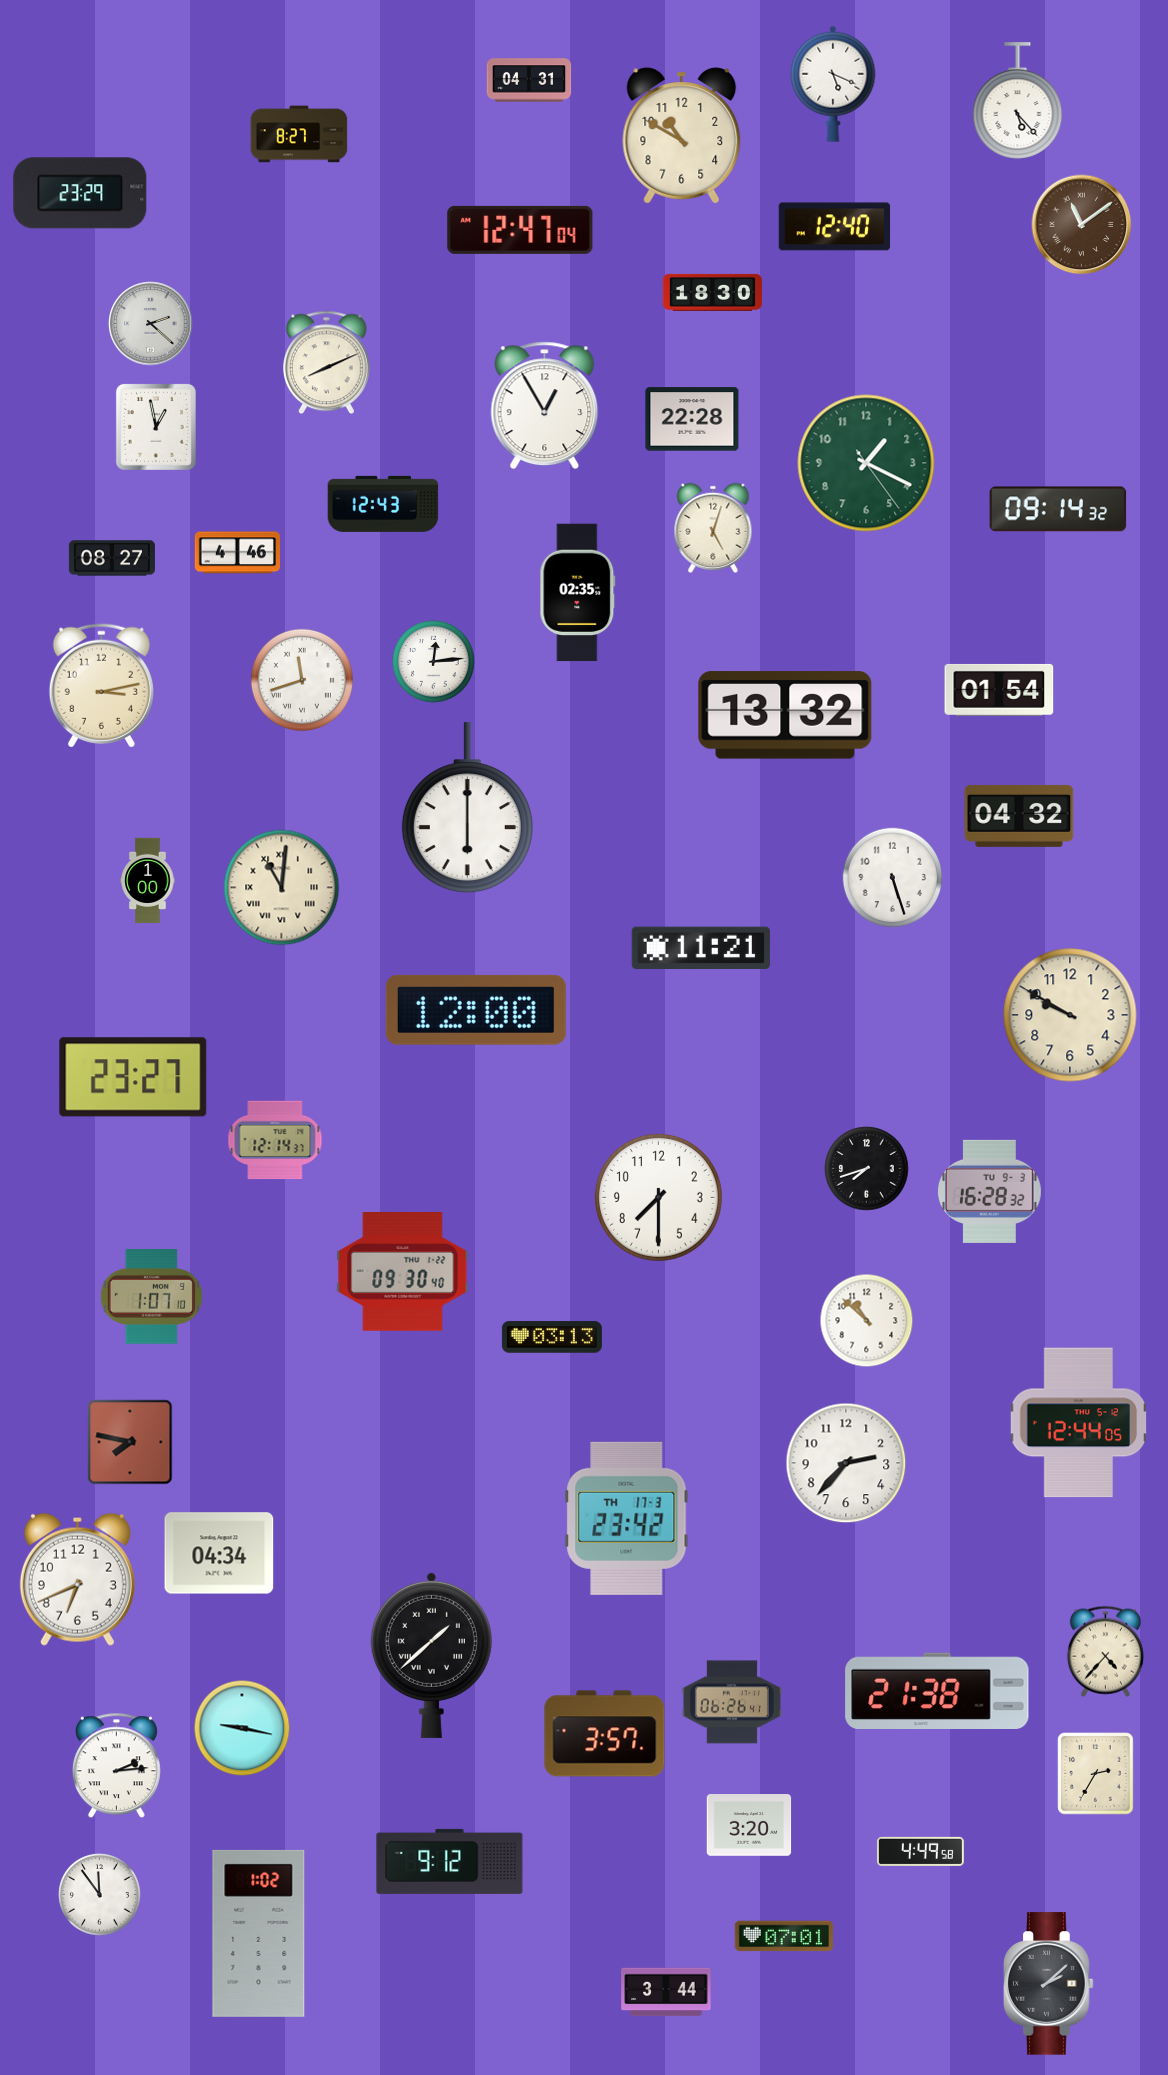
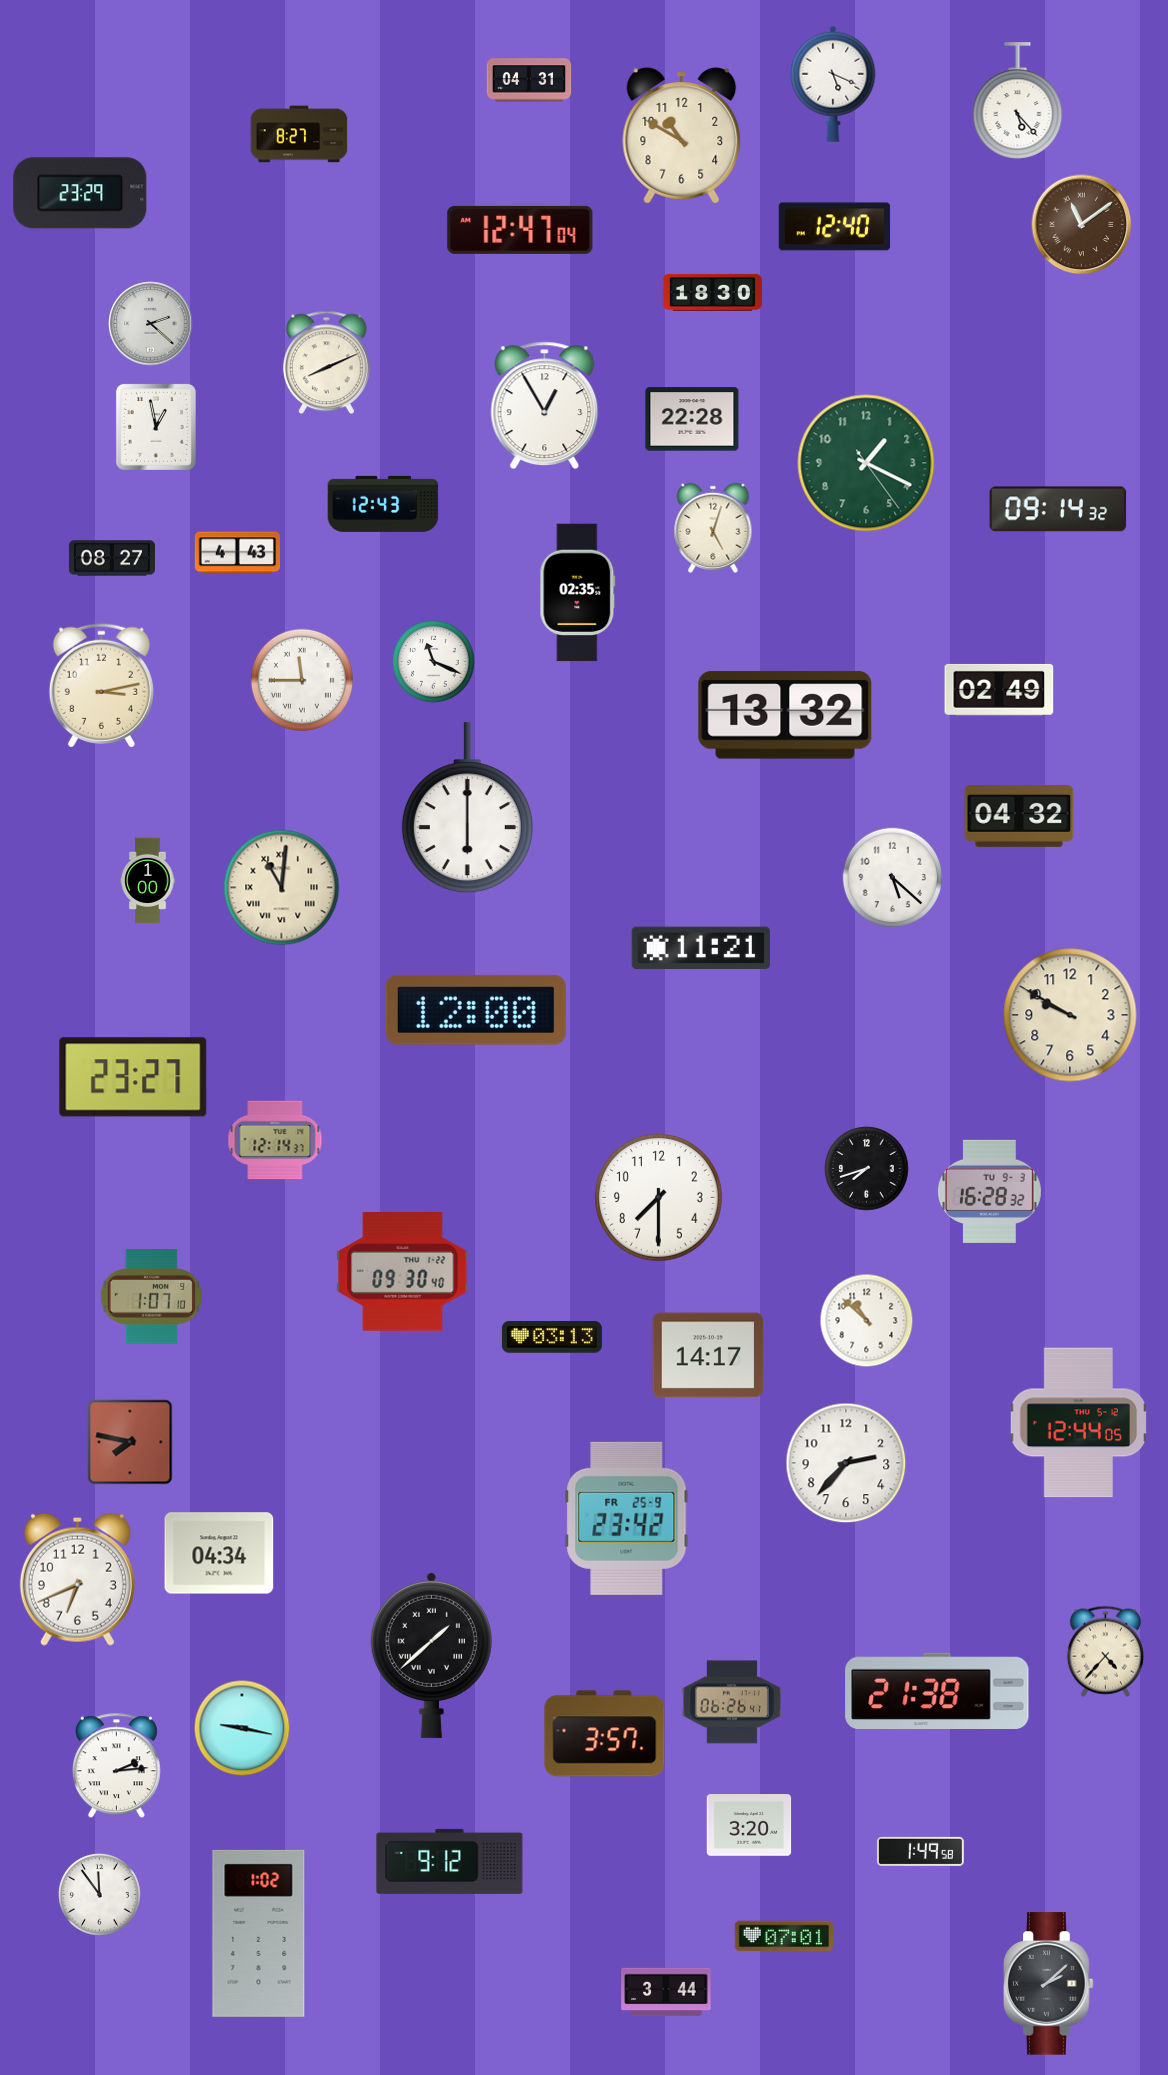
clock at (237, 553): 4:46 -> 4:43
clock at (434, 662): 12:14 -> 11:19
clock at (302, 680): 11:42 -> 11:45
clock at (999, 690): 01:54 -> 02:49
clock at (893, 878): 5:27 -> 5:22
clock at (708, 1355): none -> 14:17
clock at (627, 1518) date: TH 17-3 -> FR 25-9
clock at (1096, 1774): 2:35 -> none
clock at (920, 1851): 4:49 -> 1:49
